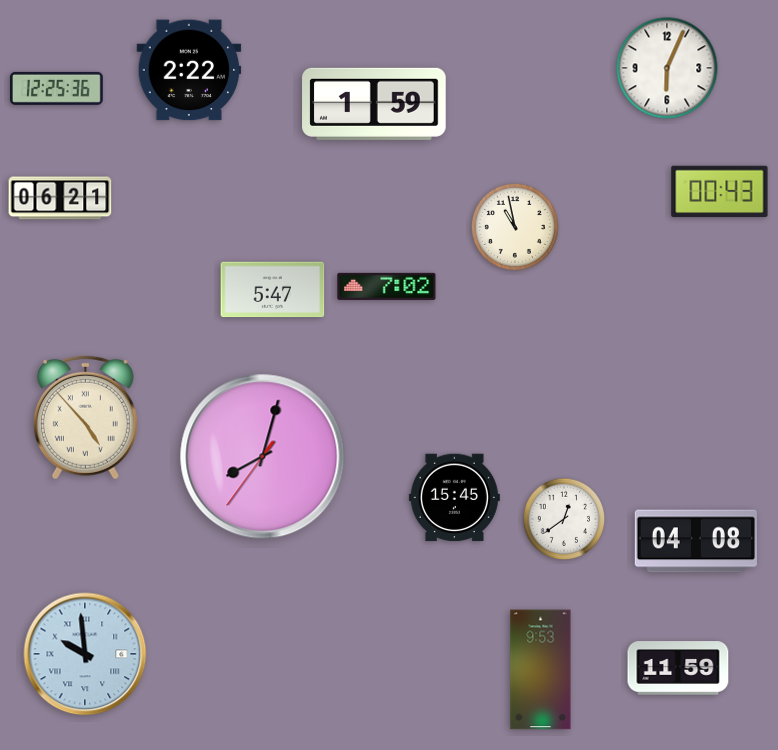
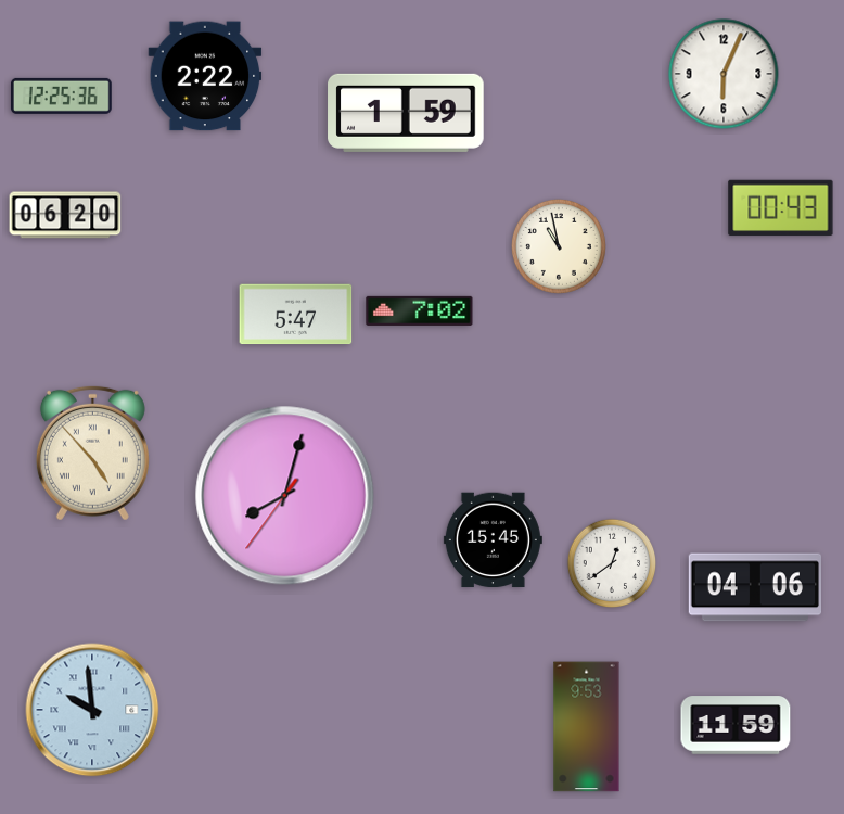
clock at (60, 198): 06:21 -> 06:20
clock at (695, 541): 04:08 -> 04:06
